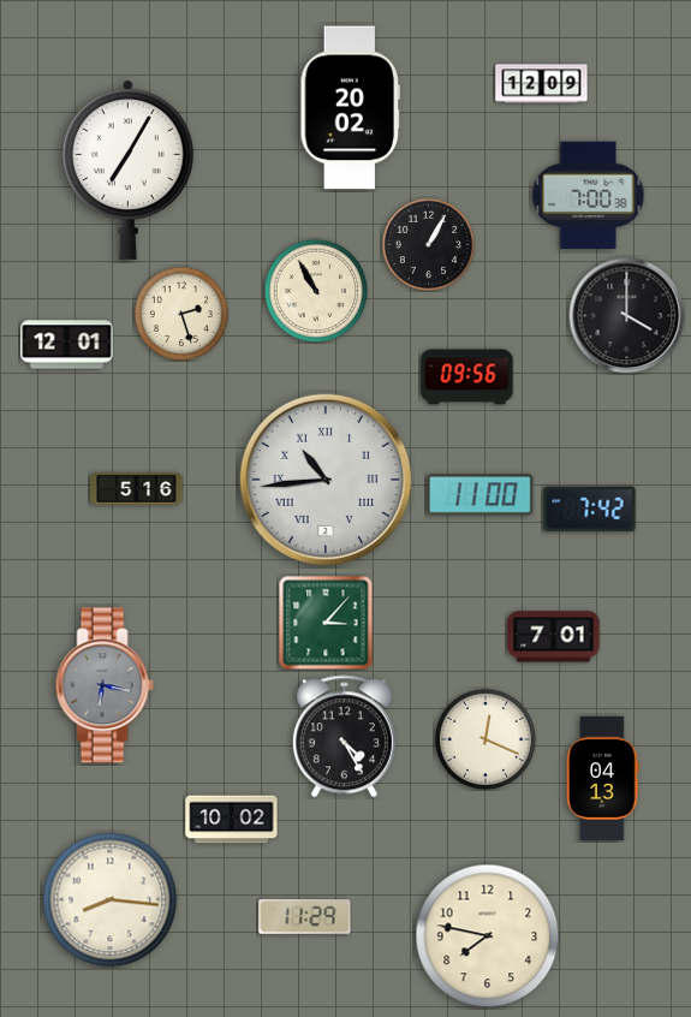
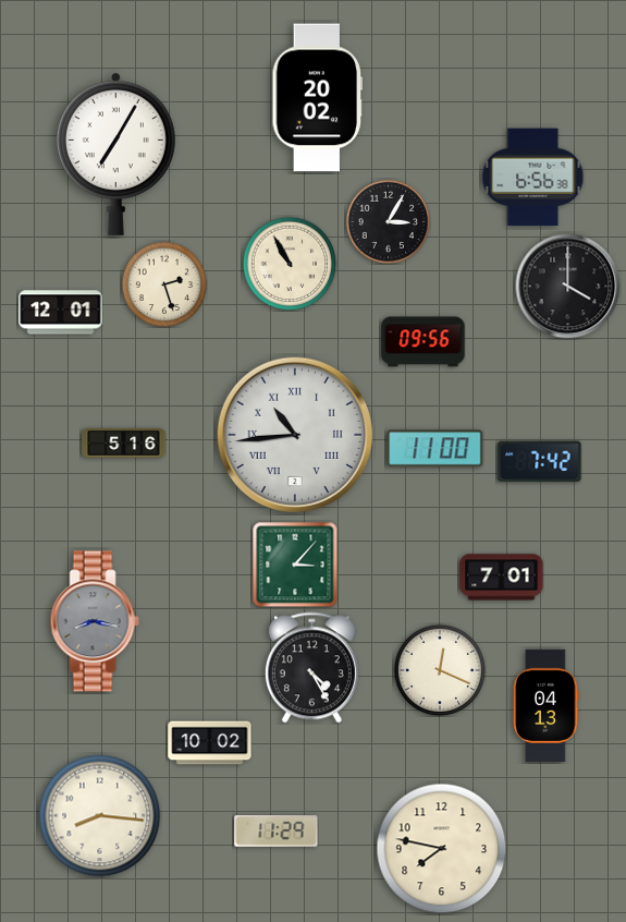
clock at (542, 84): 12:09 -> none
clock at (589, 196): 7:00 -> 6:56
clock at (428, 244): 1:05 -> 3:05
clock at (316, 291) position: (316, 291) -> (290, 264)
clock at (590, 510) position: (590, 510) -> (540, 462)
clock at (105, 685): 6:17 -> 8:17
